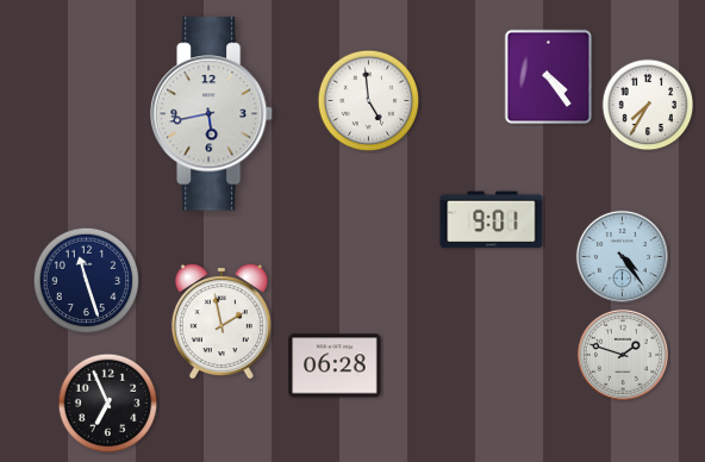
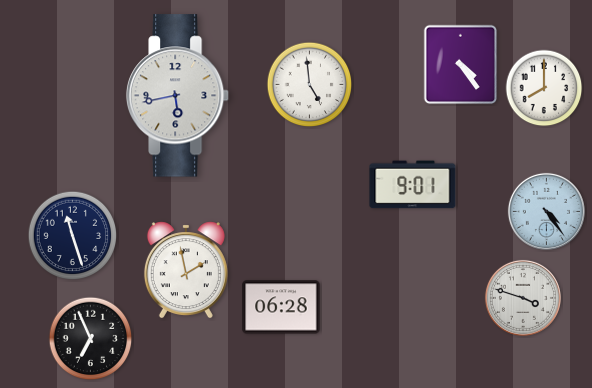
clock at (648, 105): 7:35 -> 8:00
clock at (622, 256) position: (622, 256) -> (546, 211)
clock at (623, 355): 1:48 -> 3:48
